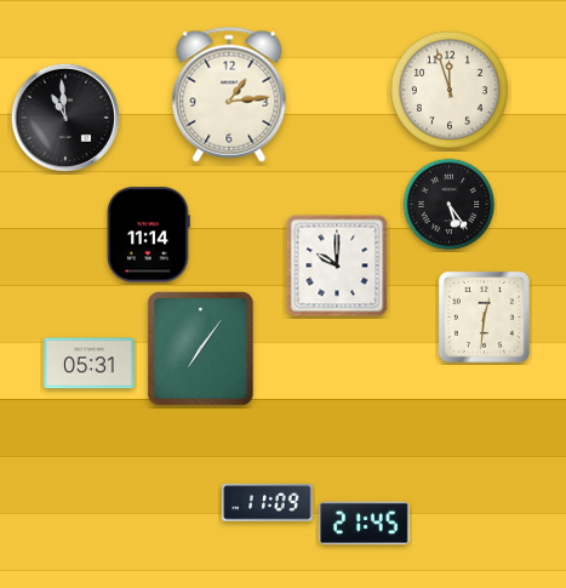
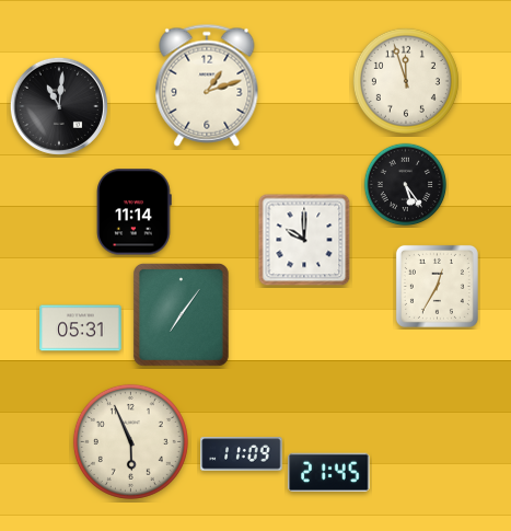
clock at (229, 95): 1:14 -> 1:12
clock at (65, 118): 10:59 -> 11:01
clock at (484, 316): 12:31 -> 12:35
clock at (130, 441): none -> 5:56
